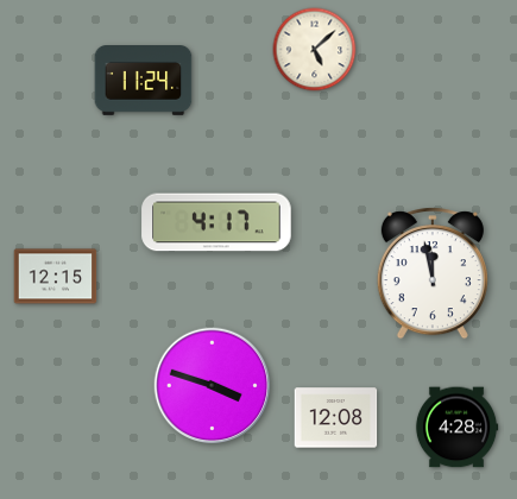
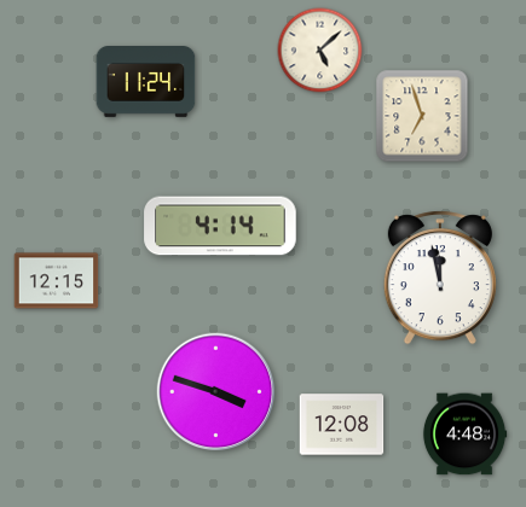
clock at (422, 116): none -> 6:57
clock at (216, 222): 4:17 -> 4:14
clock at (456, 428): 4:28 -> 4:48
